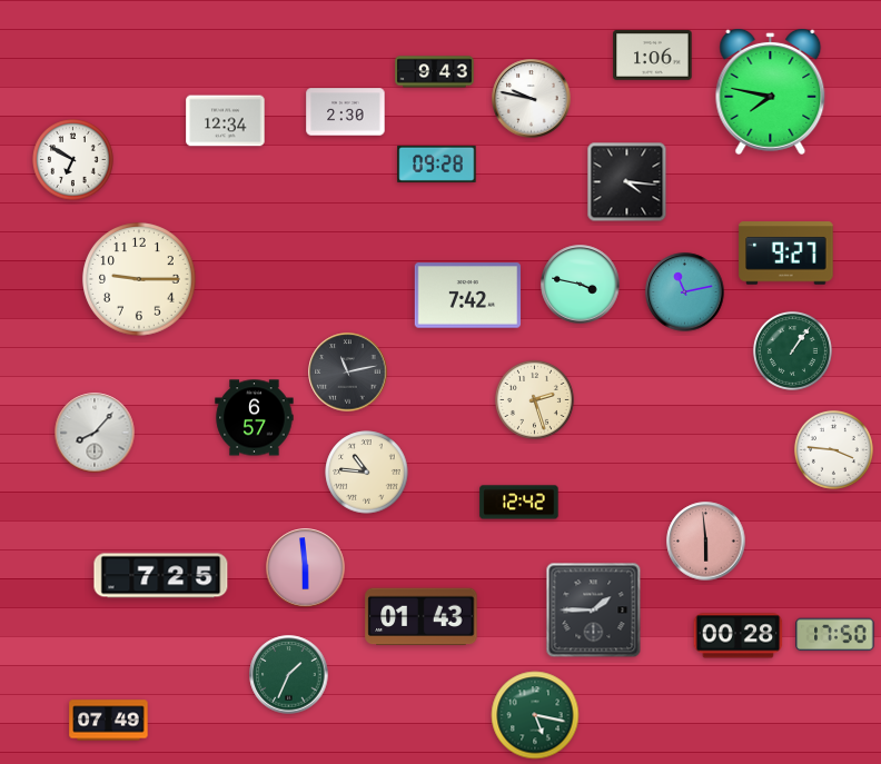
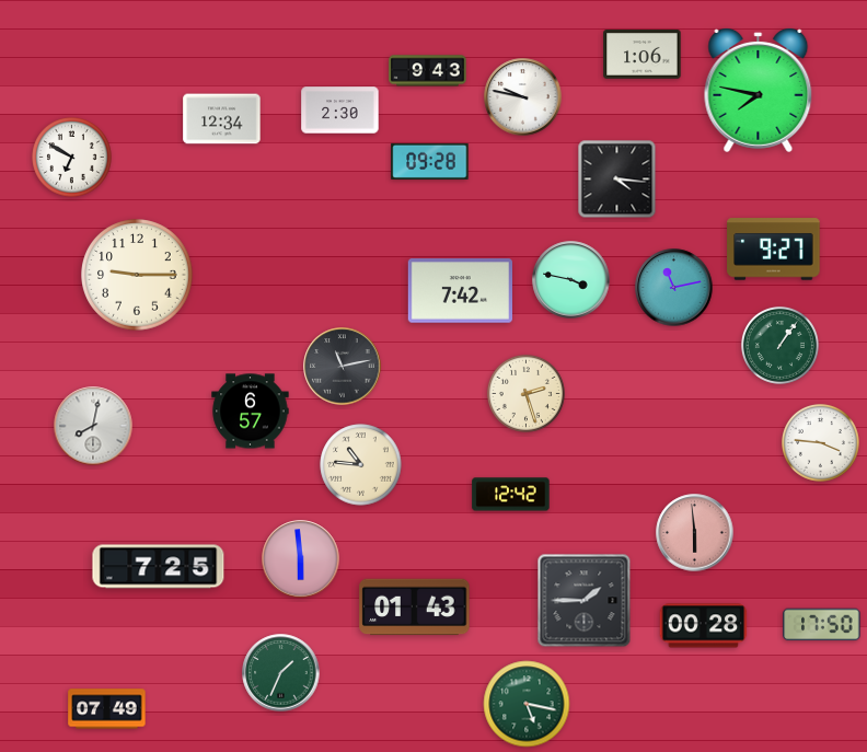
clock at (95, 433): 8:07 -> 8:02
clock at (739, 636) position: (739, 636) -> (704, 626)
clock at (289, 675) position: (289, 675) -> (281, 673)
